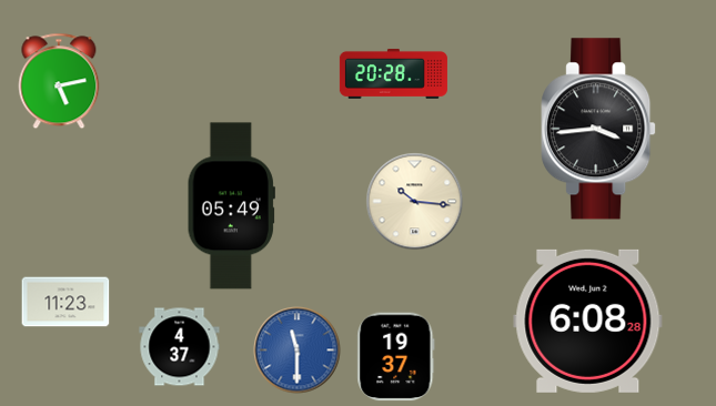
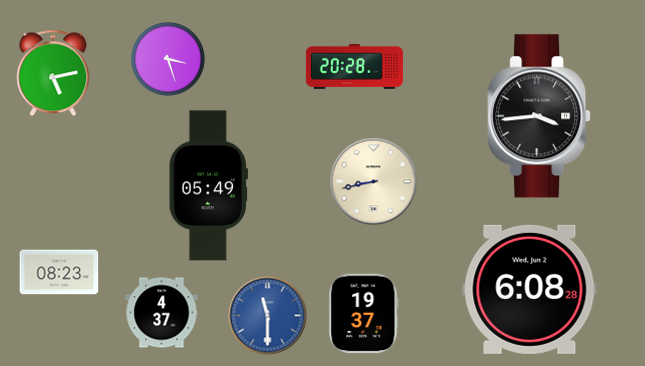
clock at (168, 59): none -> 3:27
clock at (415, 202): 10:16 -> 8:43
clock at (65, 302): 11:23 -> 08:23
clock at (396, 357) position: (396, 357) -> (364, 314)
